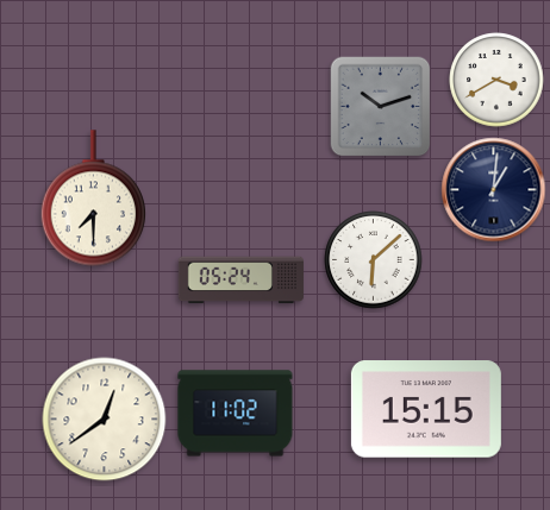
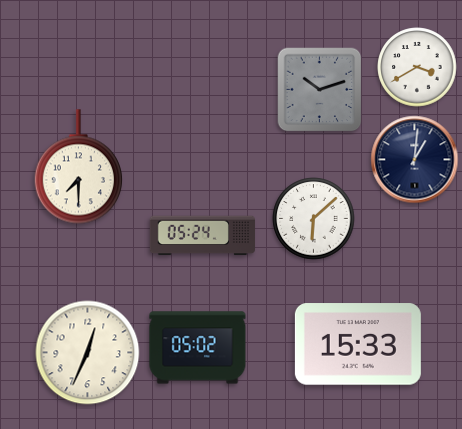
clock at (426, 409): 15:15 -> 15:33
clock at (236, 414): 11:02 -> 05:02
clock at (105, 420): 12:39 -> 12:34
